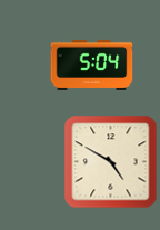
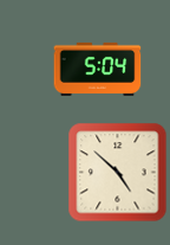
clock at (111, 162): 4:50 -> 4:52
